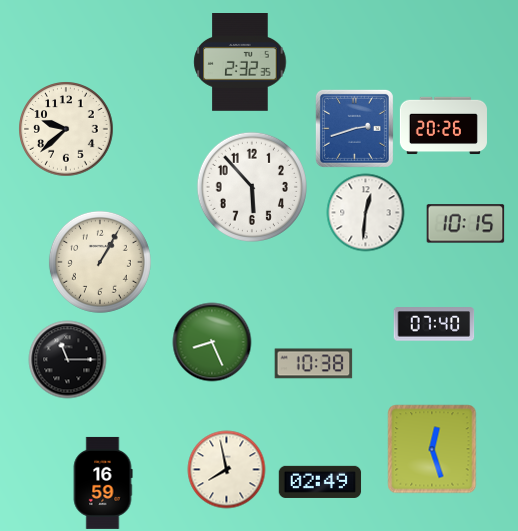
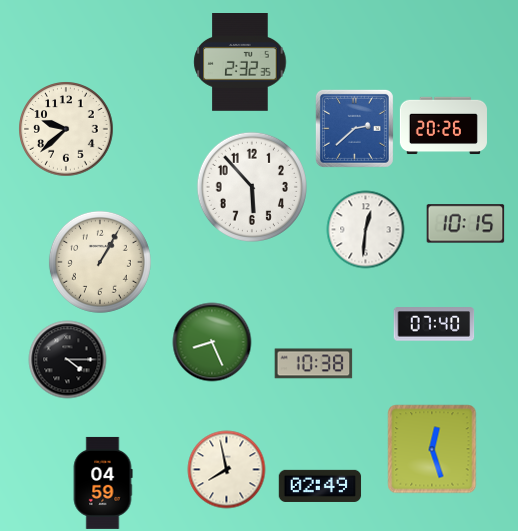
clock at (354, 128): 2:42 -> 2:38
clock at (365, 212) position: (365, 212) -> (365, 229)
clock at (67, 359): 11:15 -> 4:15
clock at (320, 482) position: (320, 482) -> (320, 486)
clock at (103, 483): 16:59 -> 04:59
